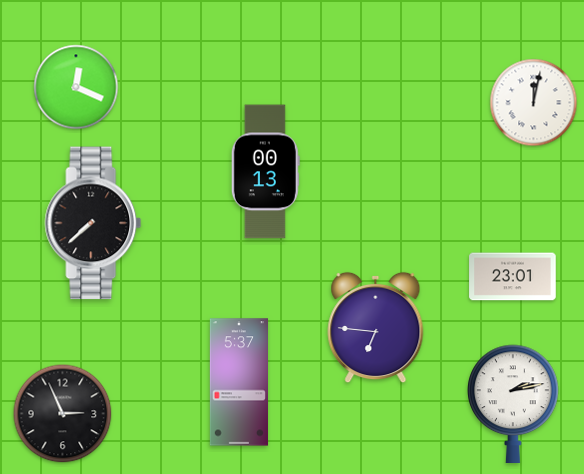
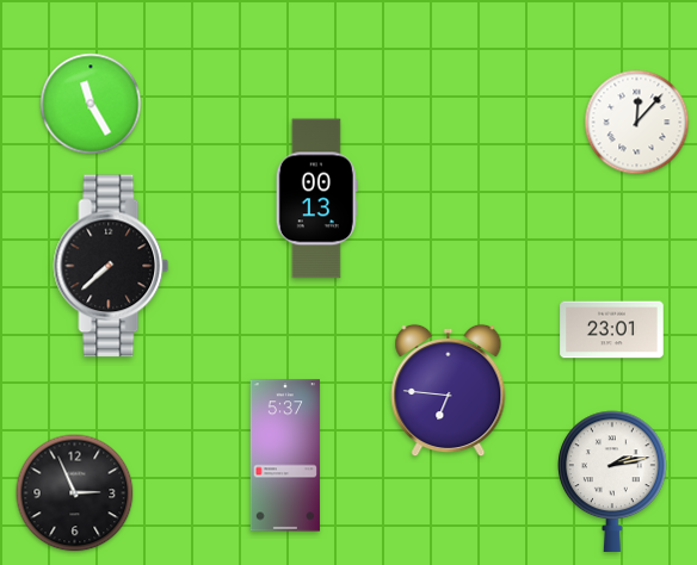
clock at (76, 87): 12:19 -> 11:25
clock at (534, 103): 12:02 -> 12:07
clock at (265, 172) position: (265, 172) -> (316, 199)
